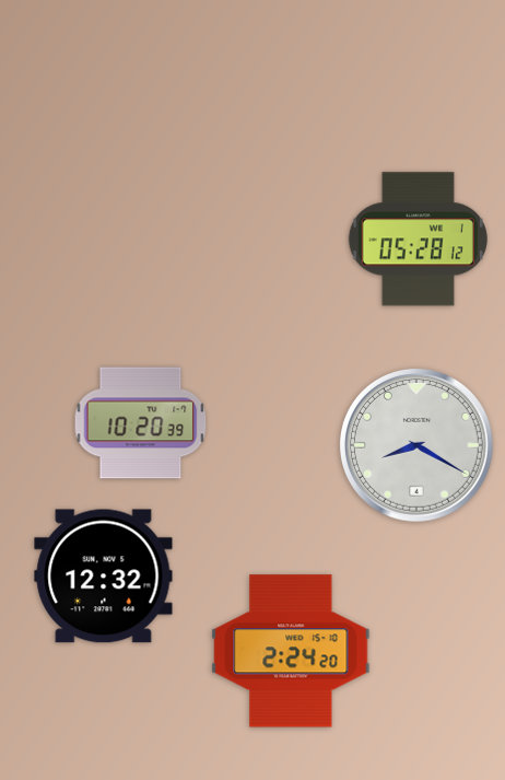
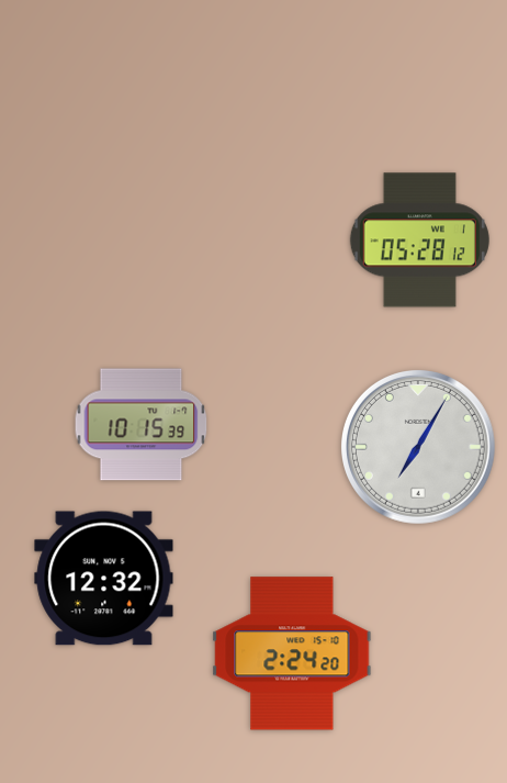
clock at (141, 423): 10:20 -> 10:15
clock at (416, 445): 8:20 -> 7:05
